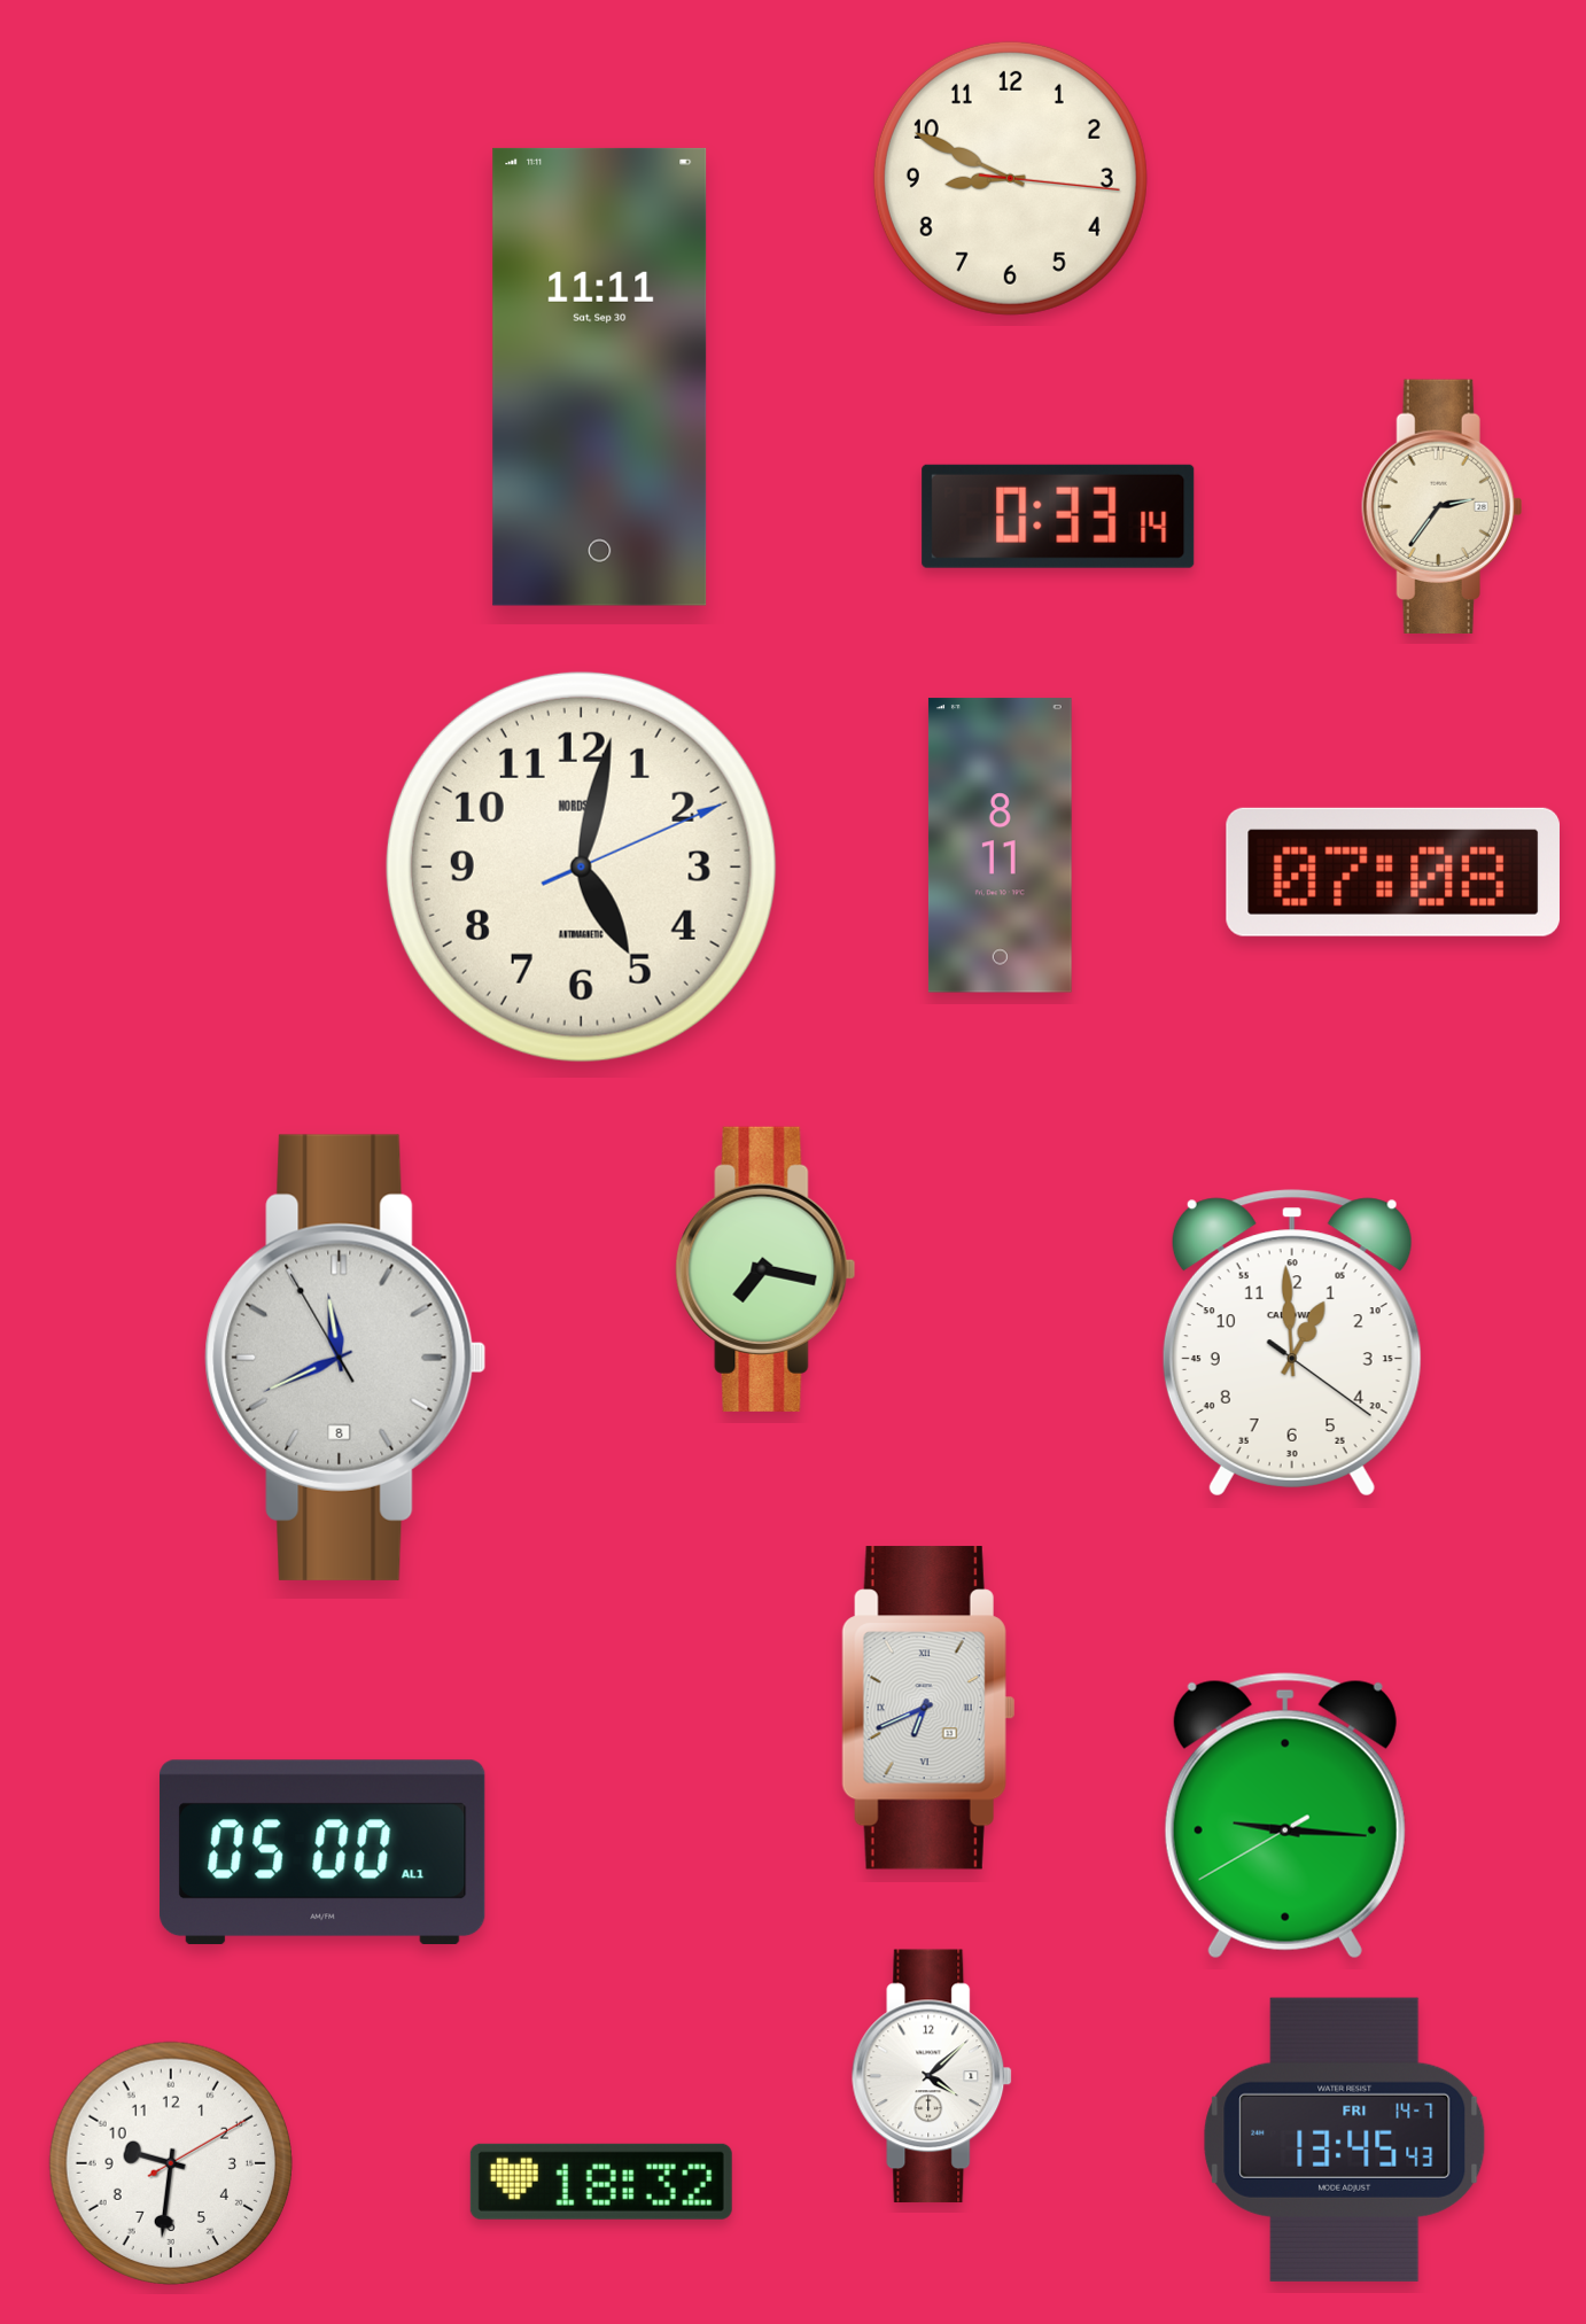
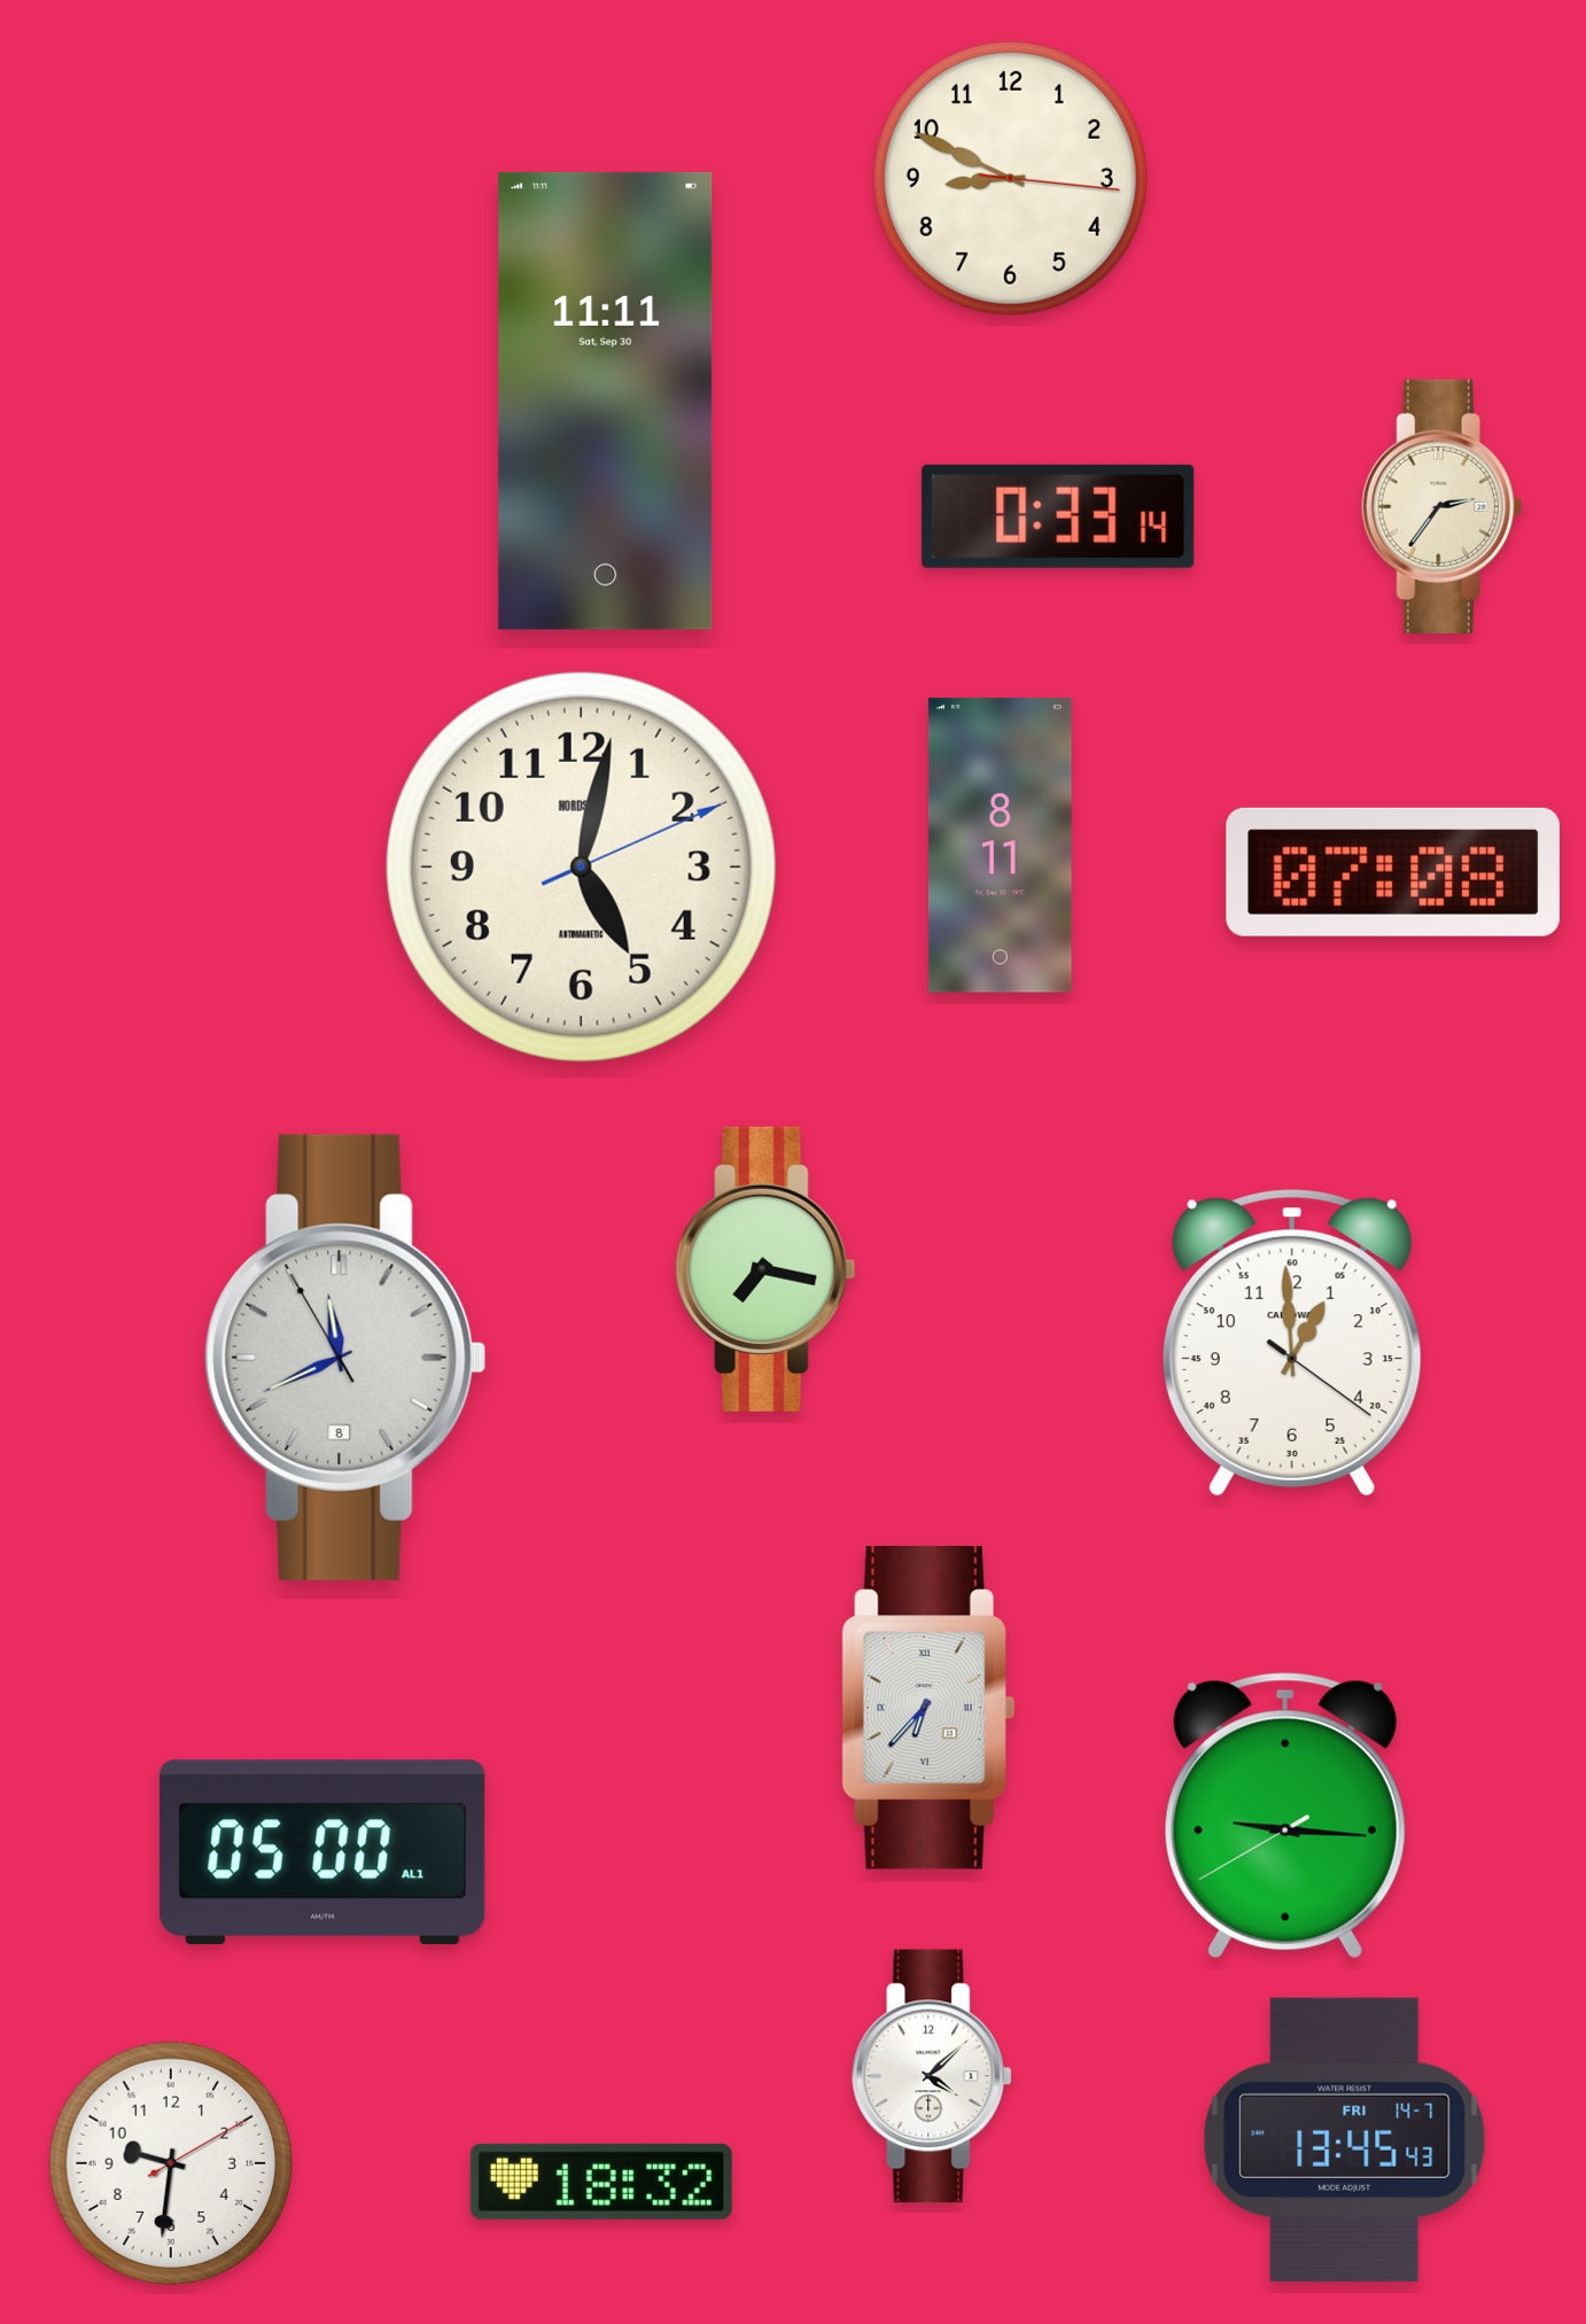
clock at (600, 376) position: (600, 376) -> (606, 401)
clock at (928, 1708): 6:41 -> 6:37
